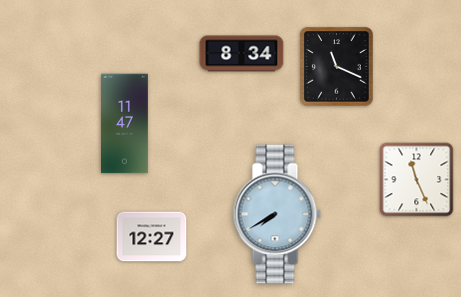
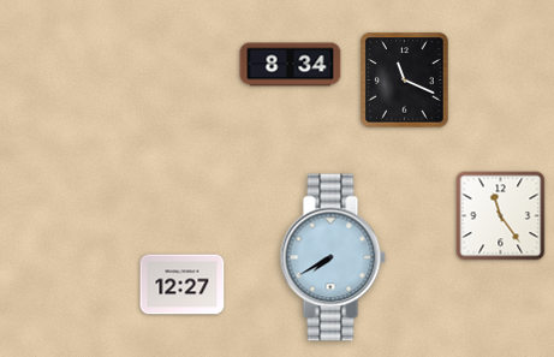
clock at (125, 124): 11:47 -> none
clock at (417, 180): 11:26 -> 11:24
